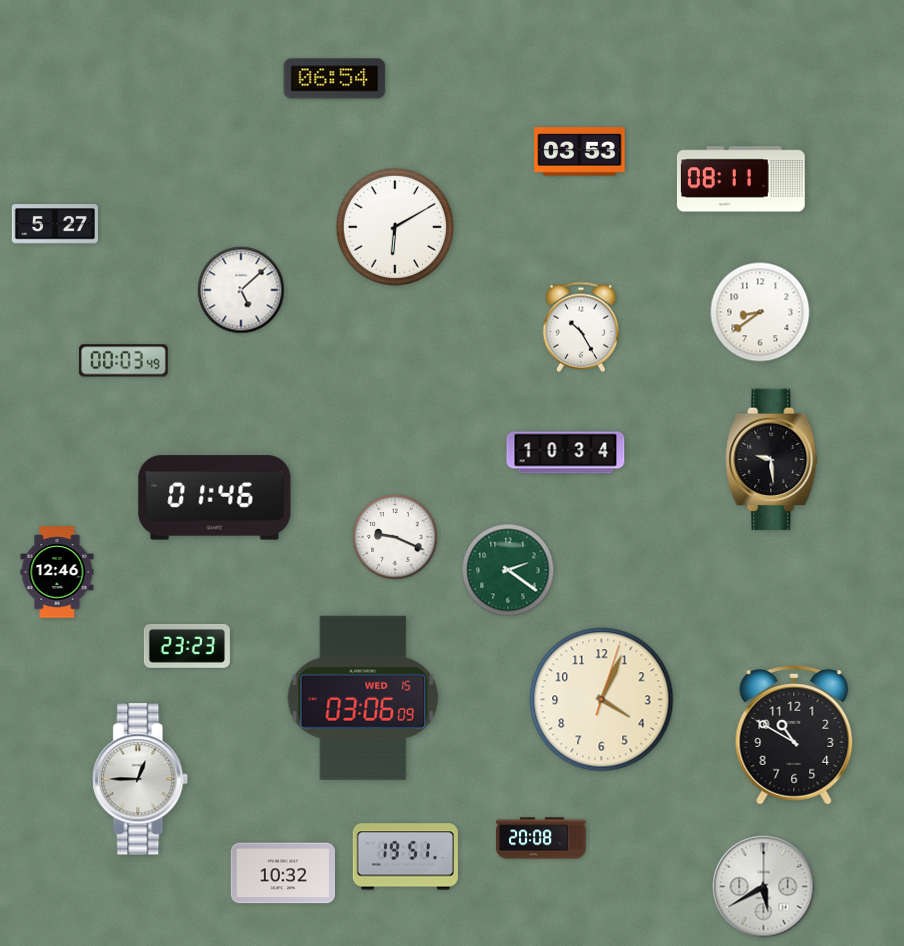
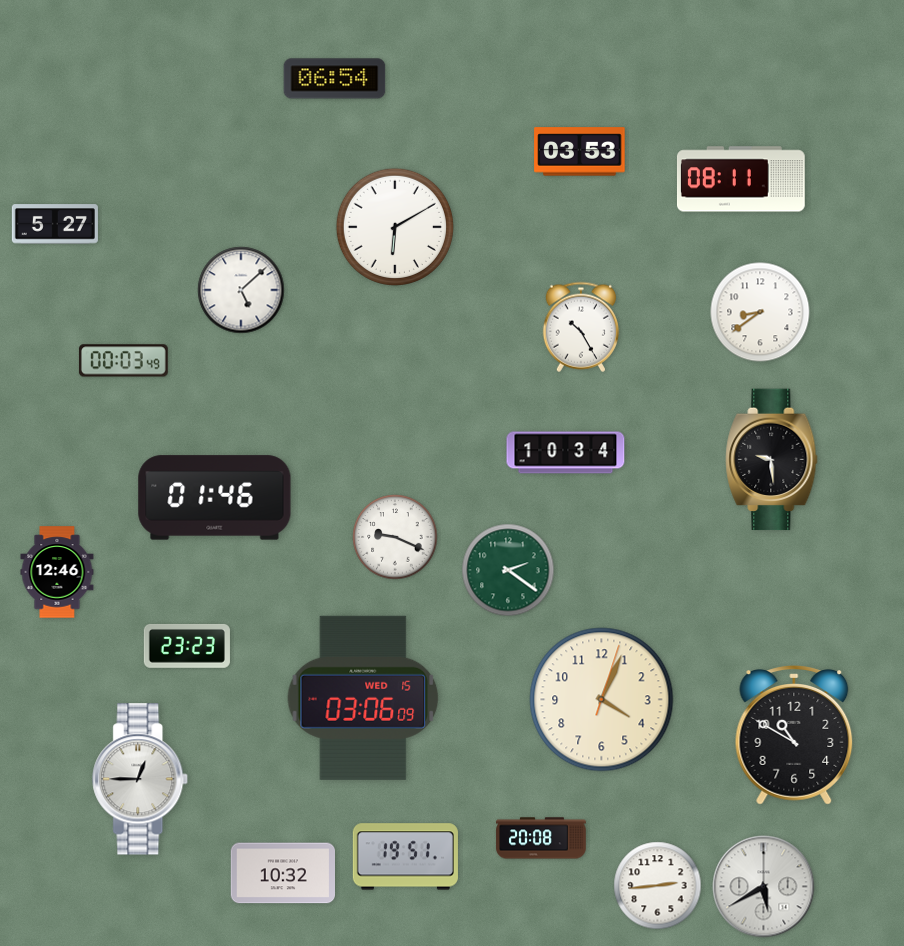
clock at (658, 886): none -> 2:44
